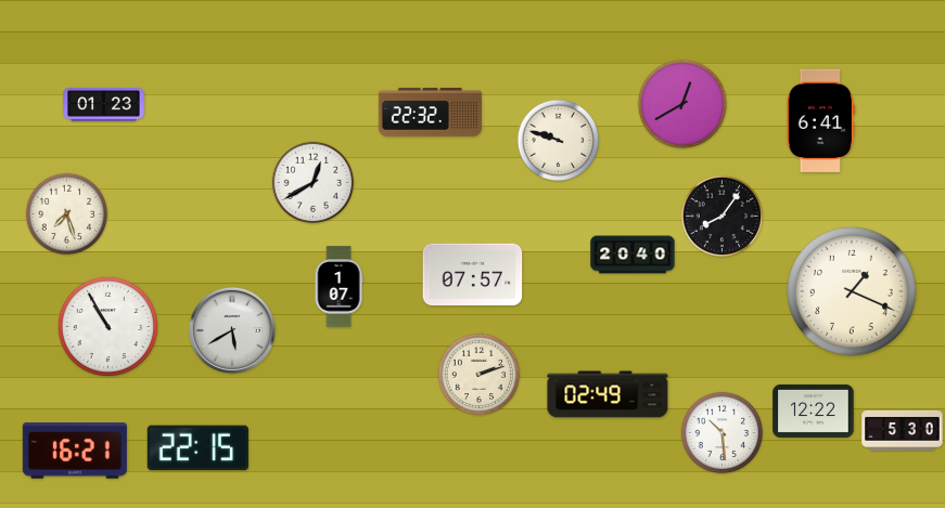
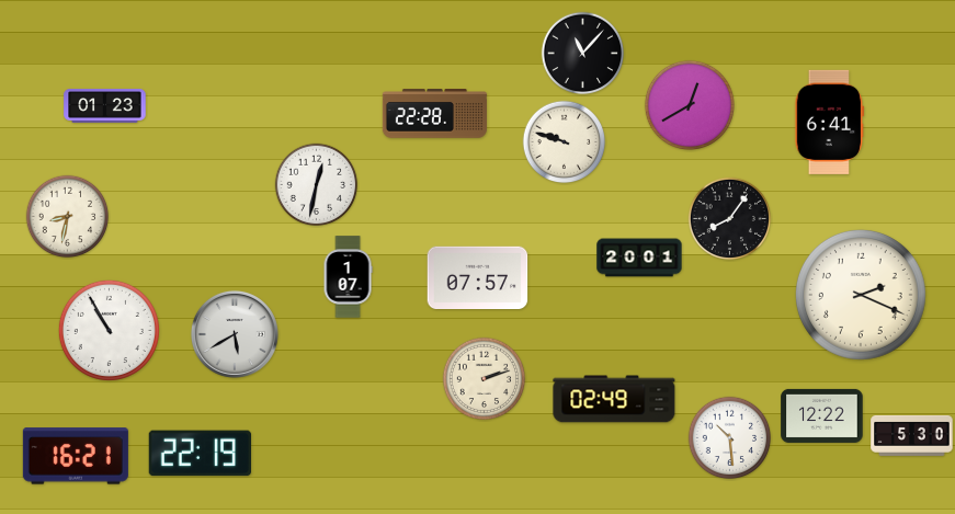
clock at (583, 54): none -> 11:07
clock at (430, 113): 22:32 -> 22:28
clock at (314, 183): 12:40 -> 12:32
clock at (67, 214): 7:27 -> 8:32
clock at (633, 255): 20:40 -> 20:01
clock at (339, 287) position: (339, 287) -> (348, 277)
clock at (852, 291): 1:19 -> 2:19
clock at (197, 448): 22:15 -> 22:19
